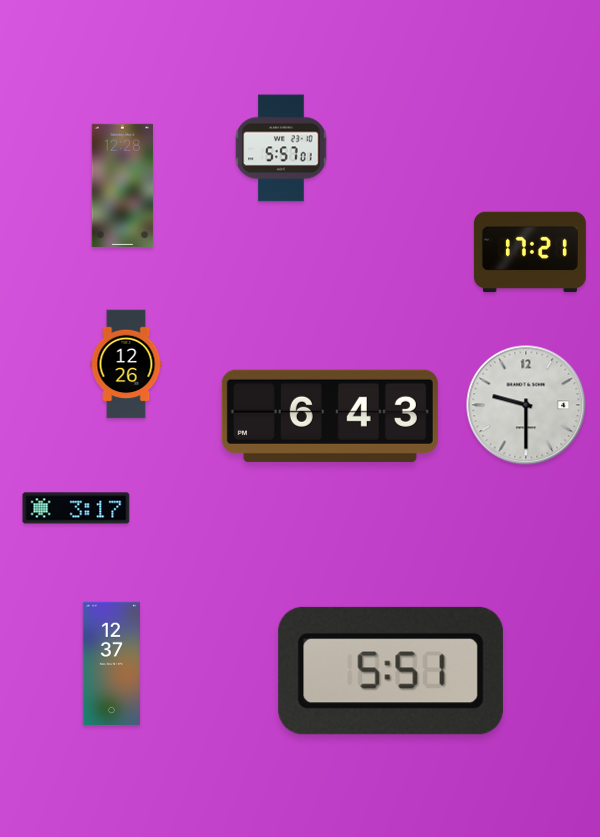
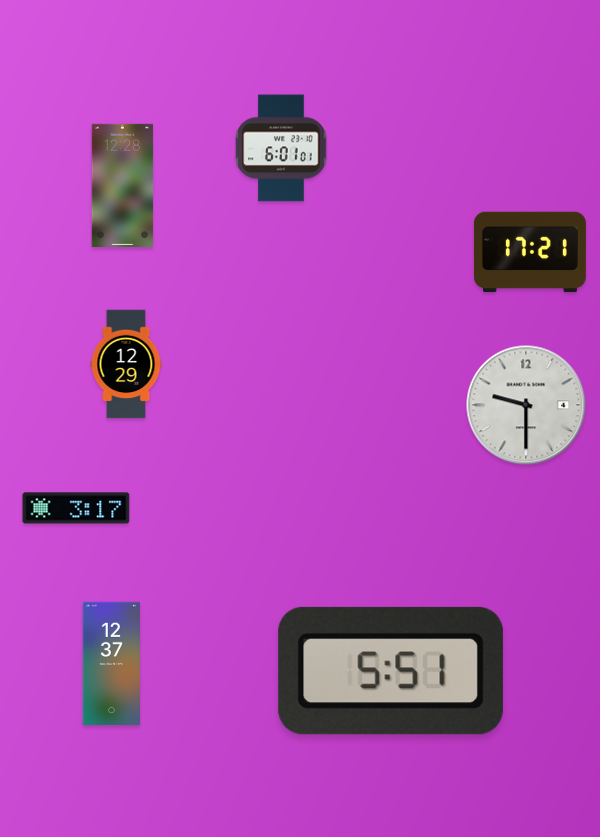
clock at (281, 148): 5:57 -> 6:01
clock at (126, 364): 12:26 -> 12:29
clock at (330, 416): 6:43 -> none
